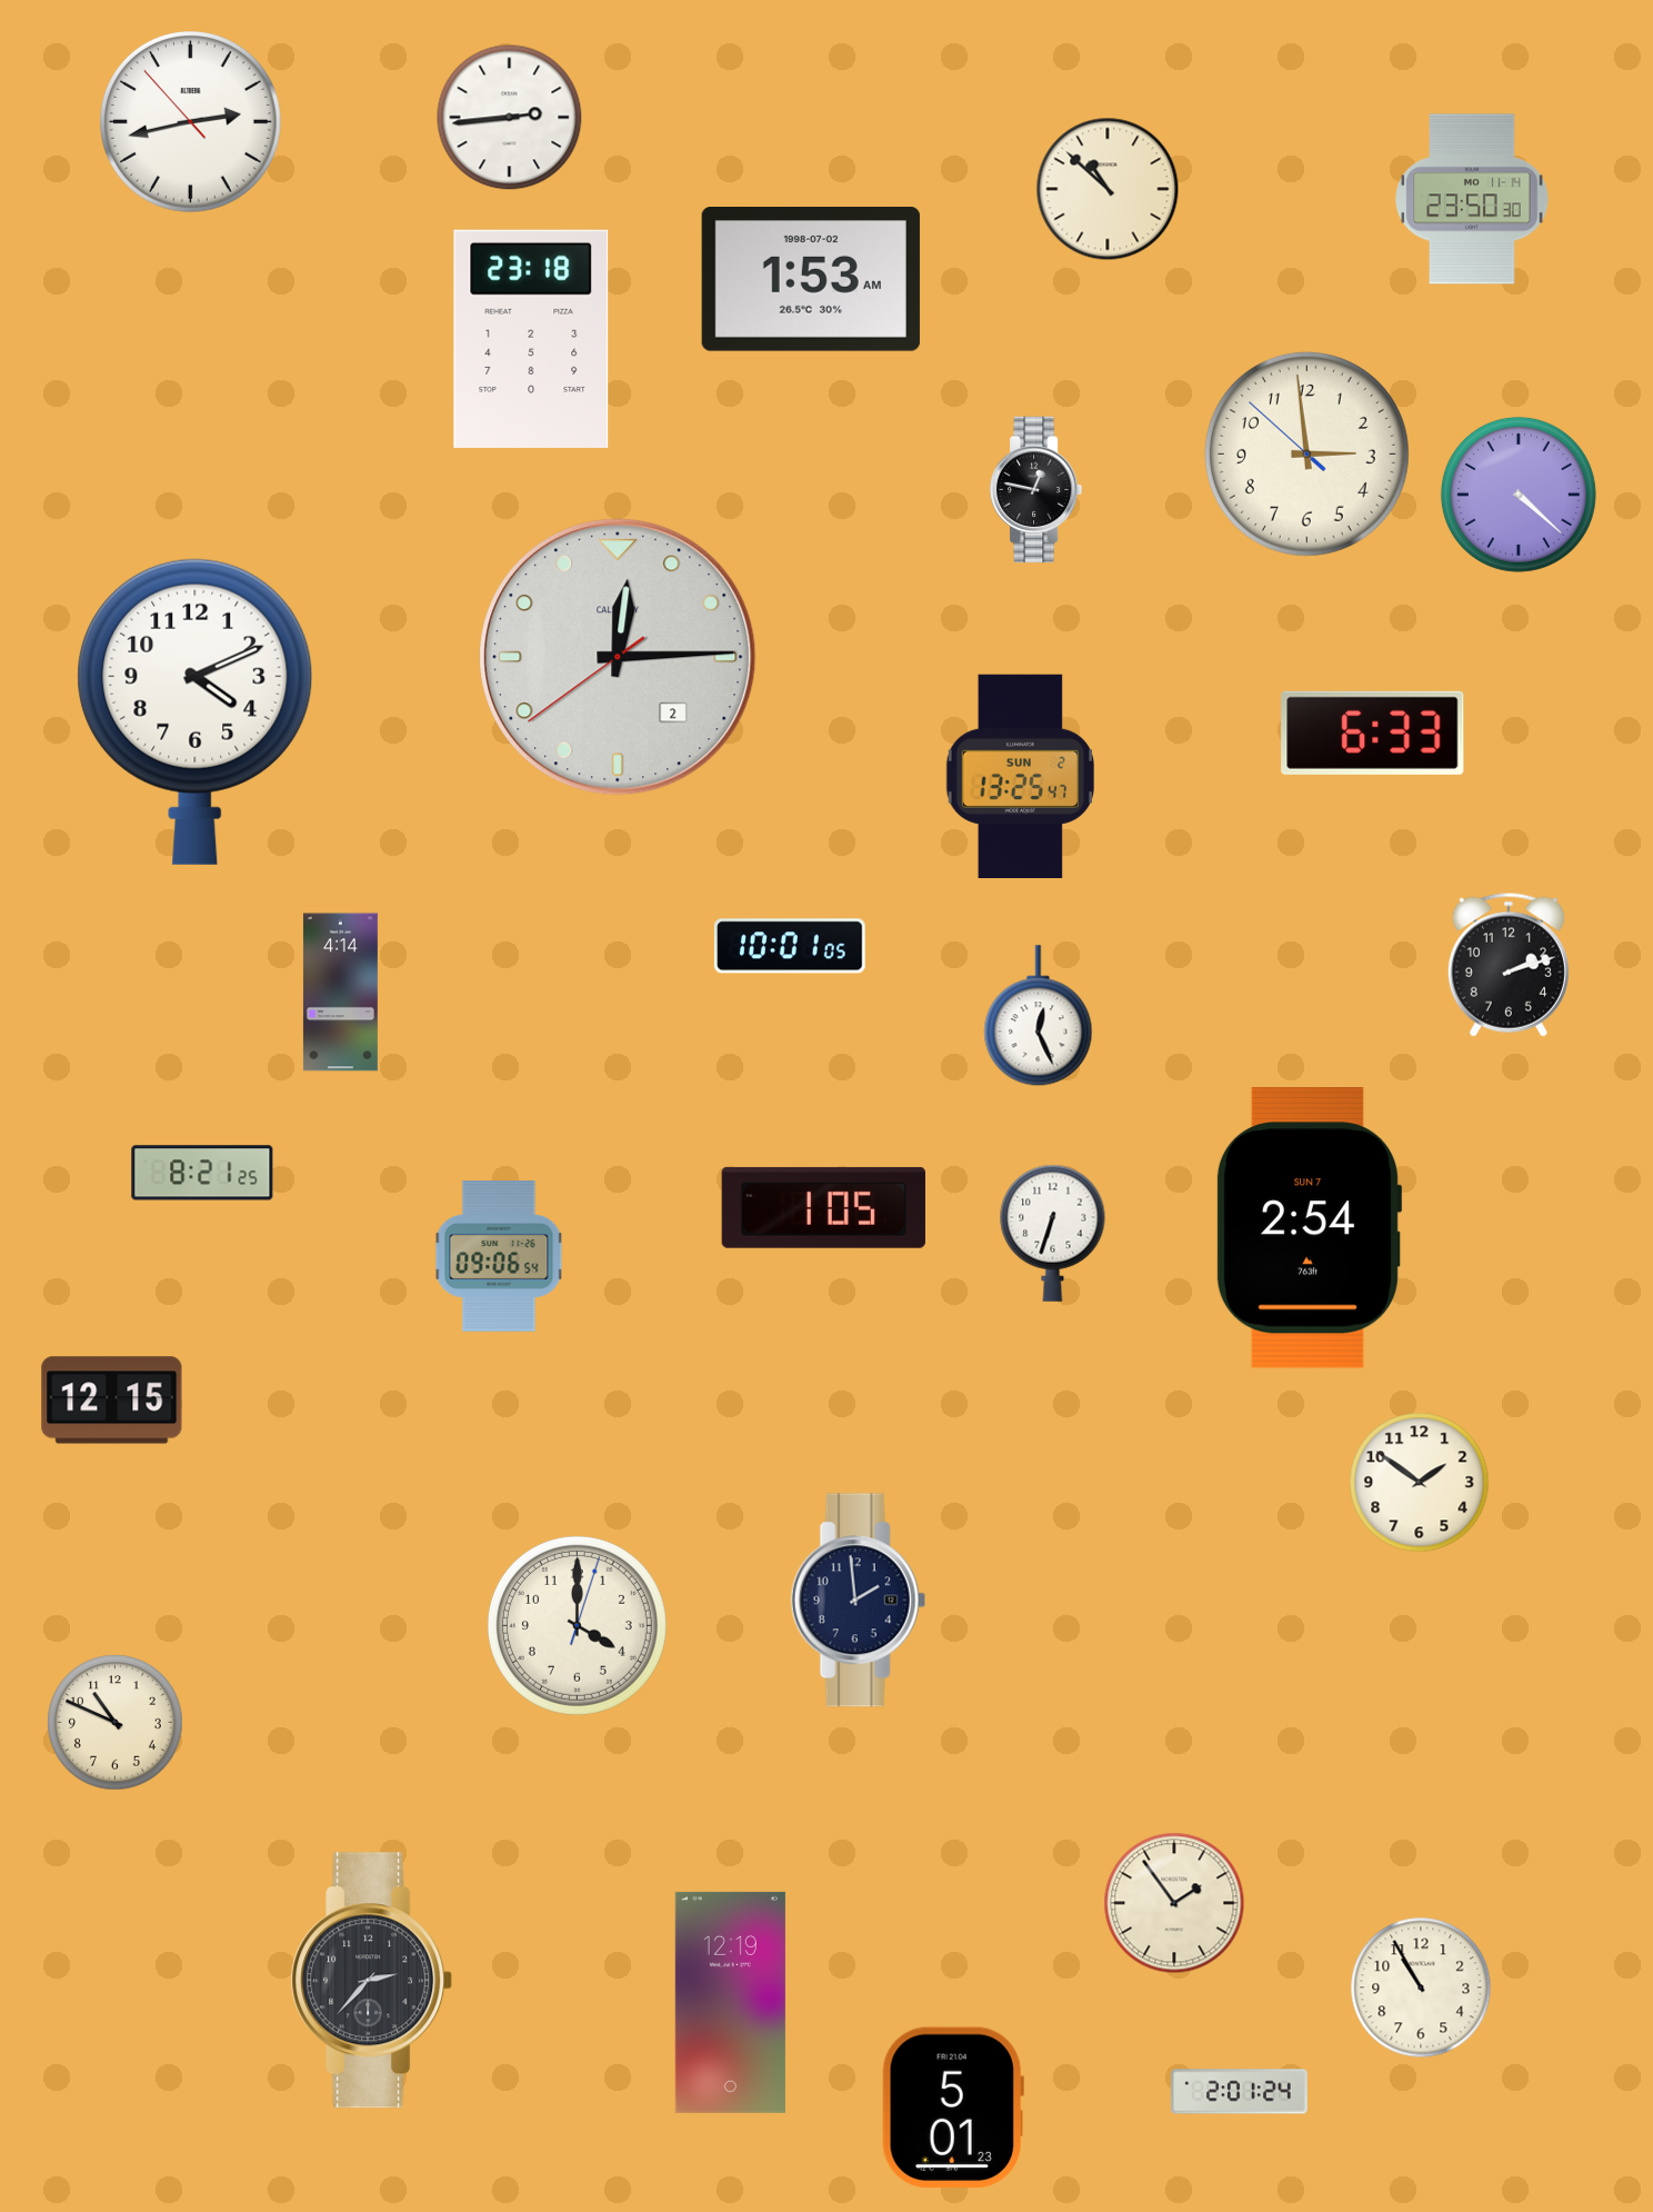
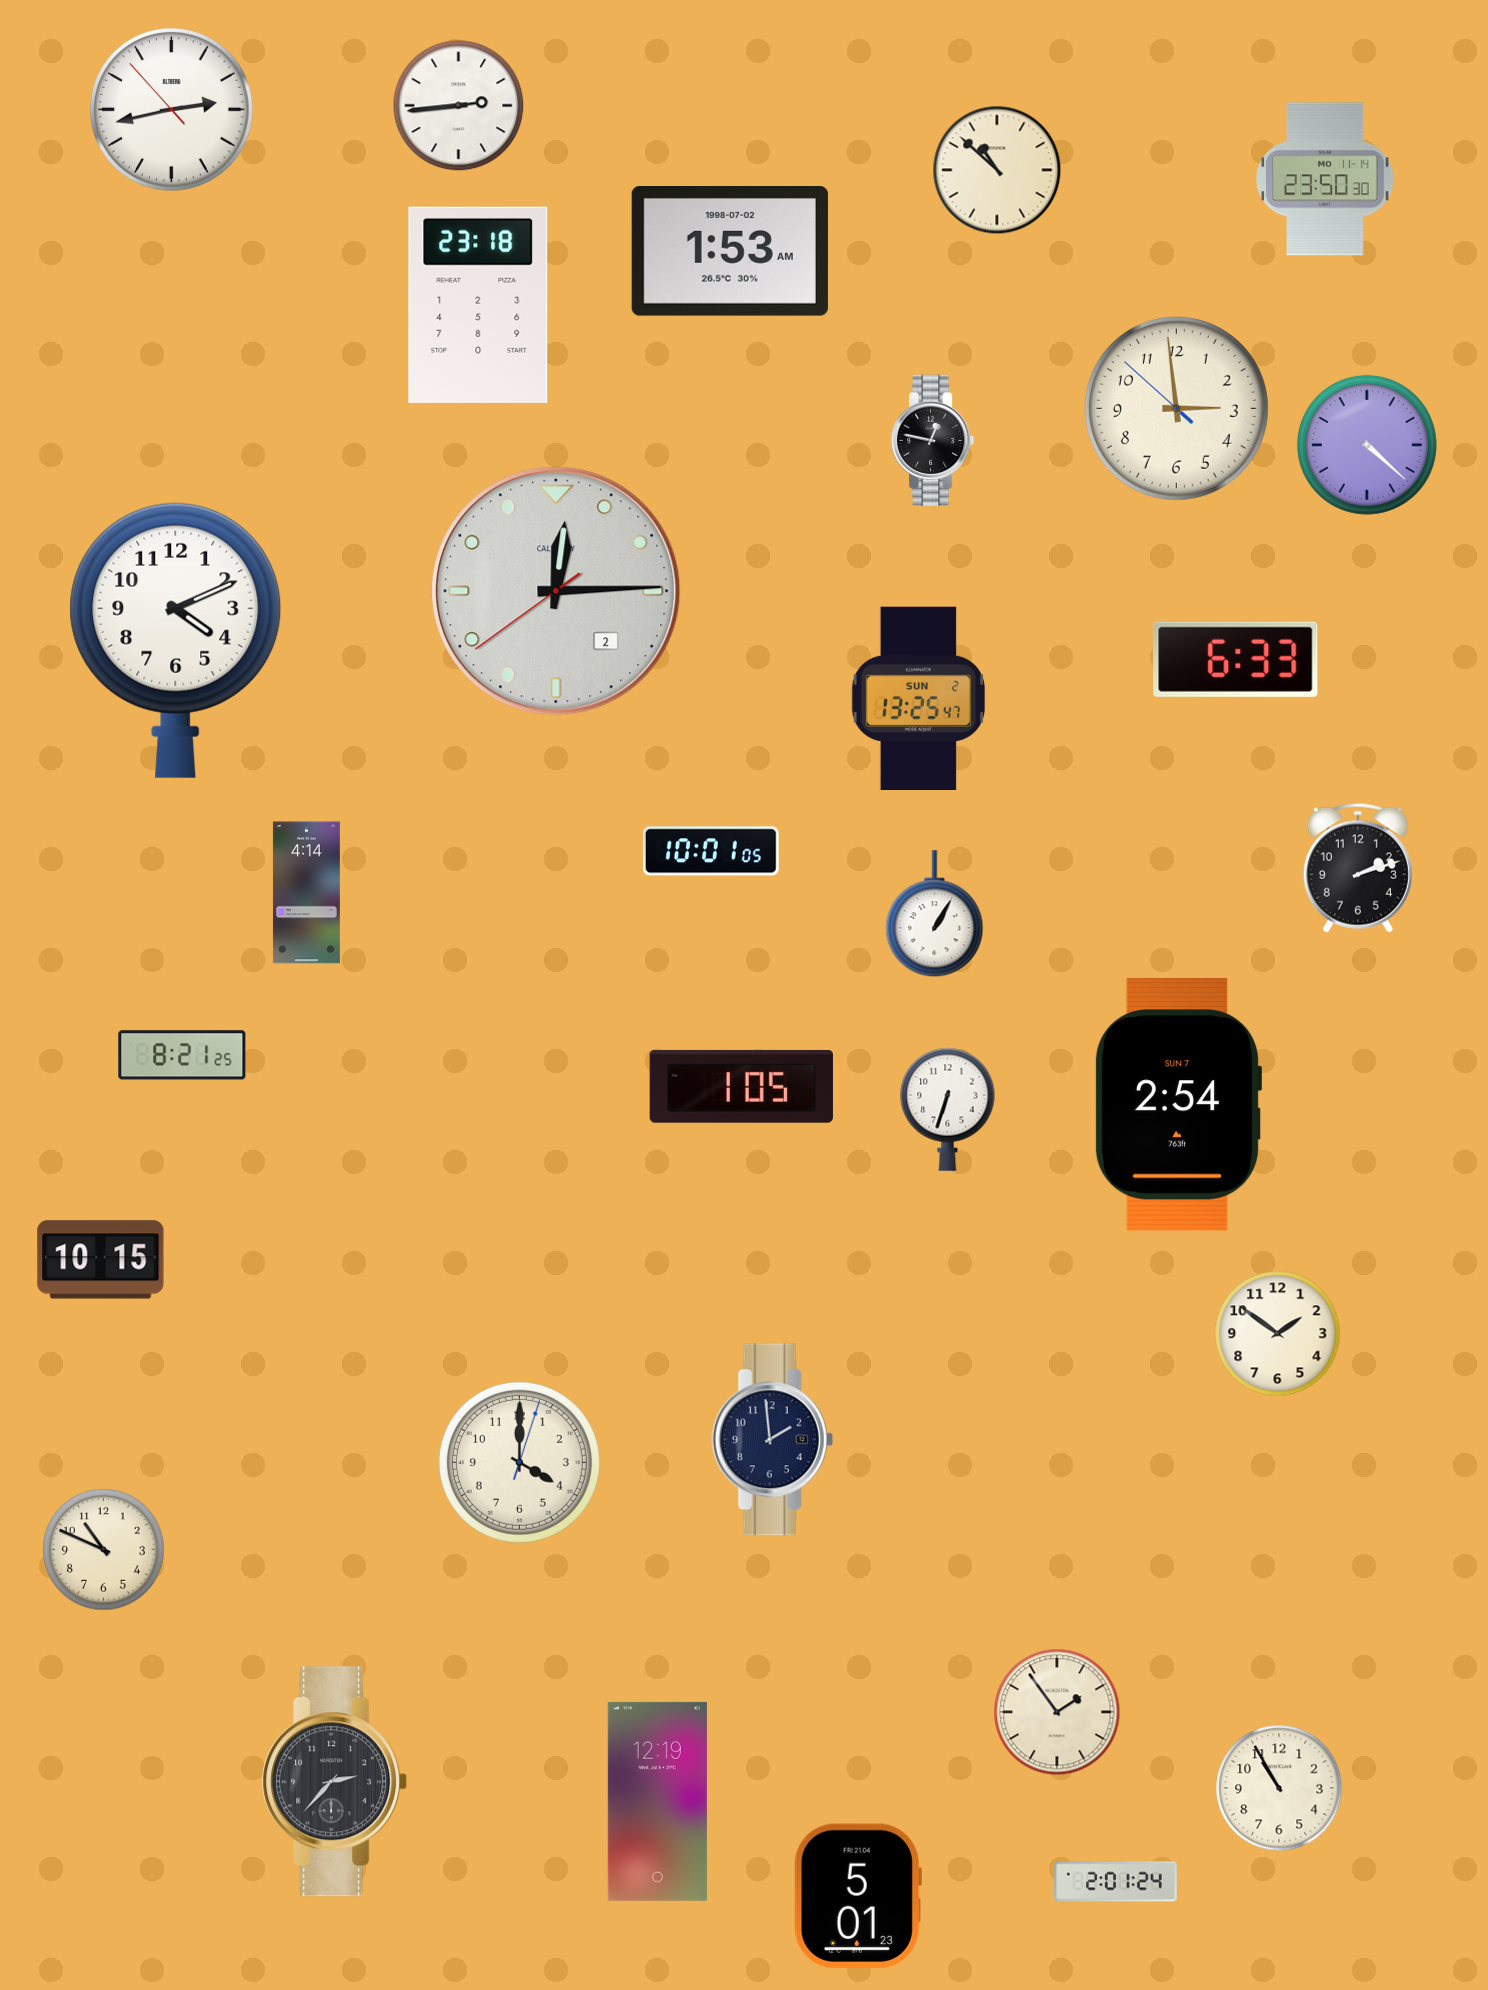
clock at (1039, 1016): 12:26 -> 1:05
clock at (499, 1257): 09:06 -> none
clock at (112, 1401): 12:15 -> 10:15
